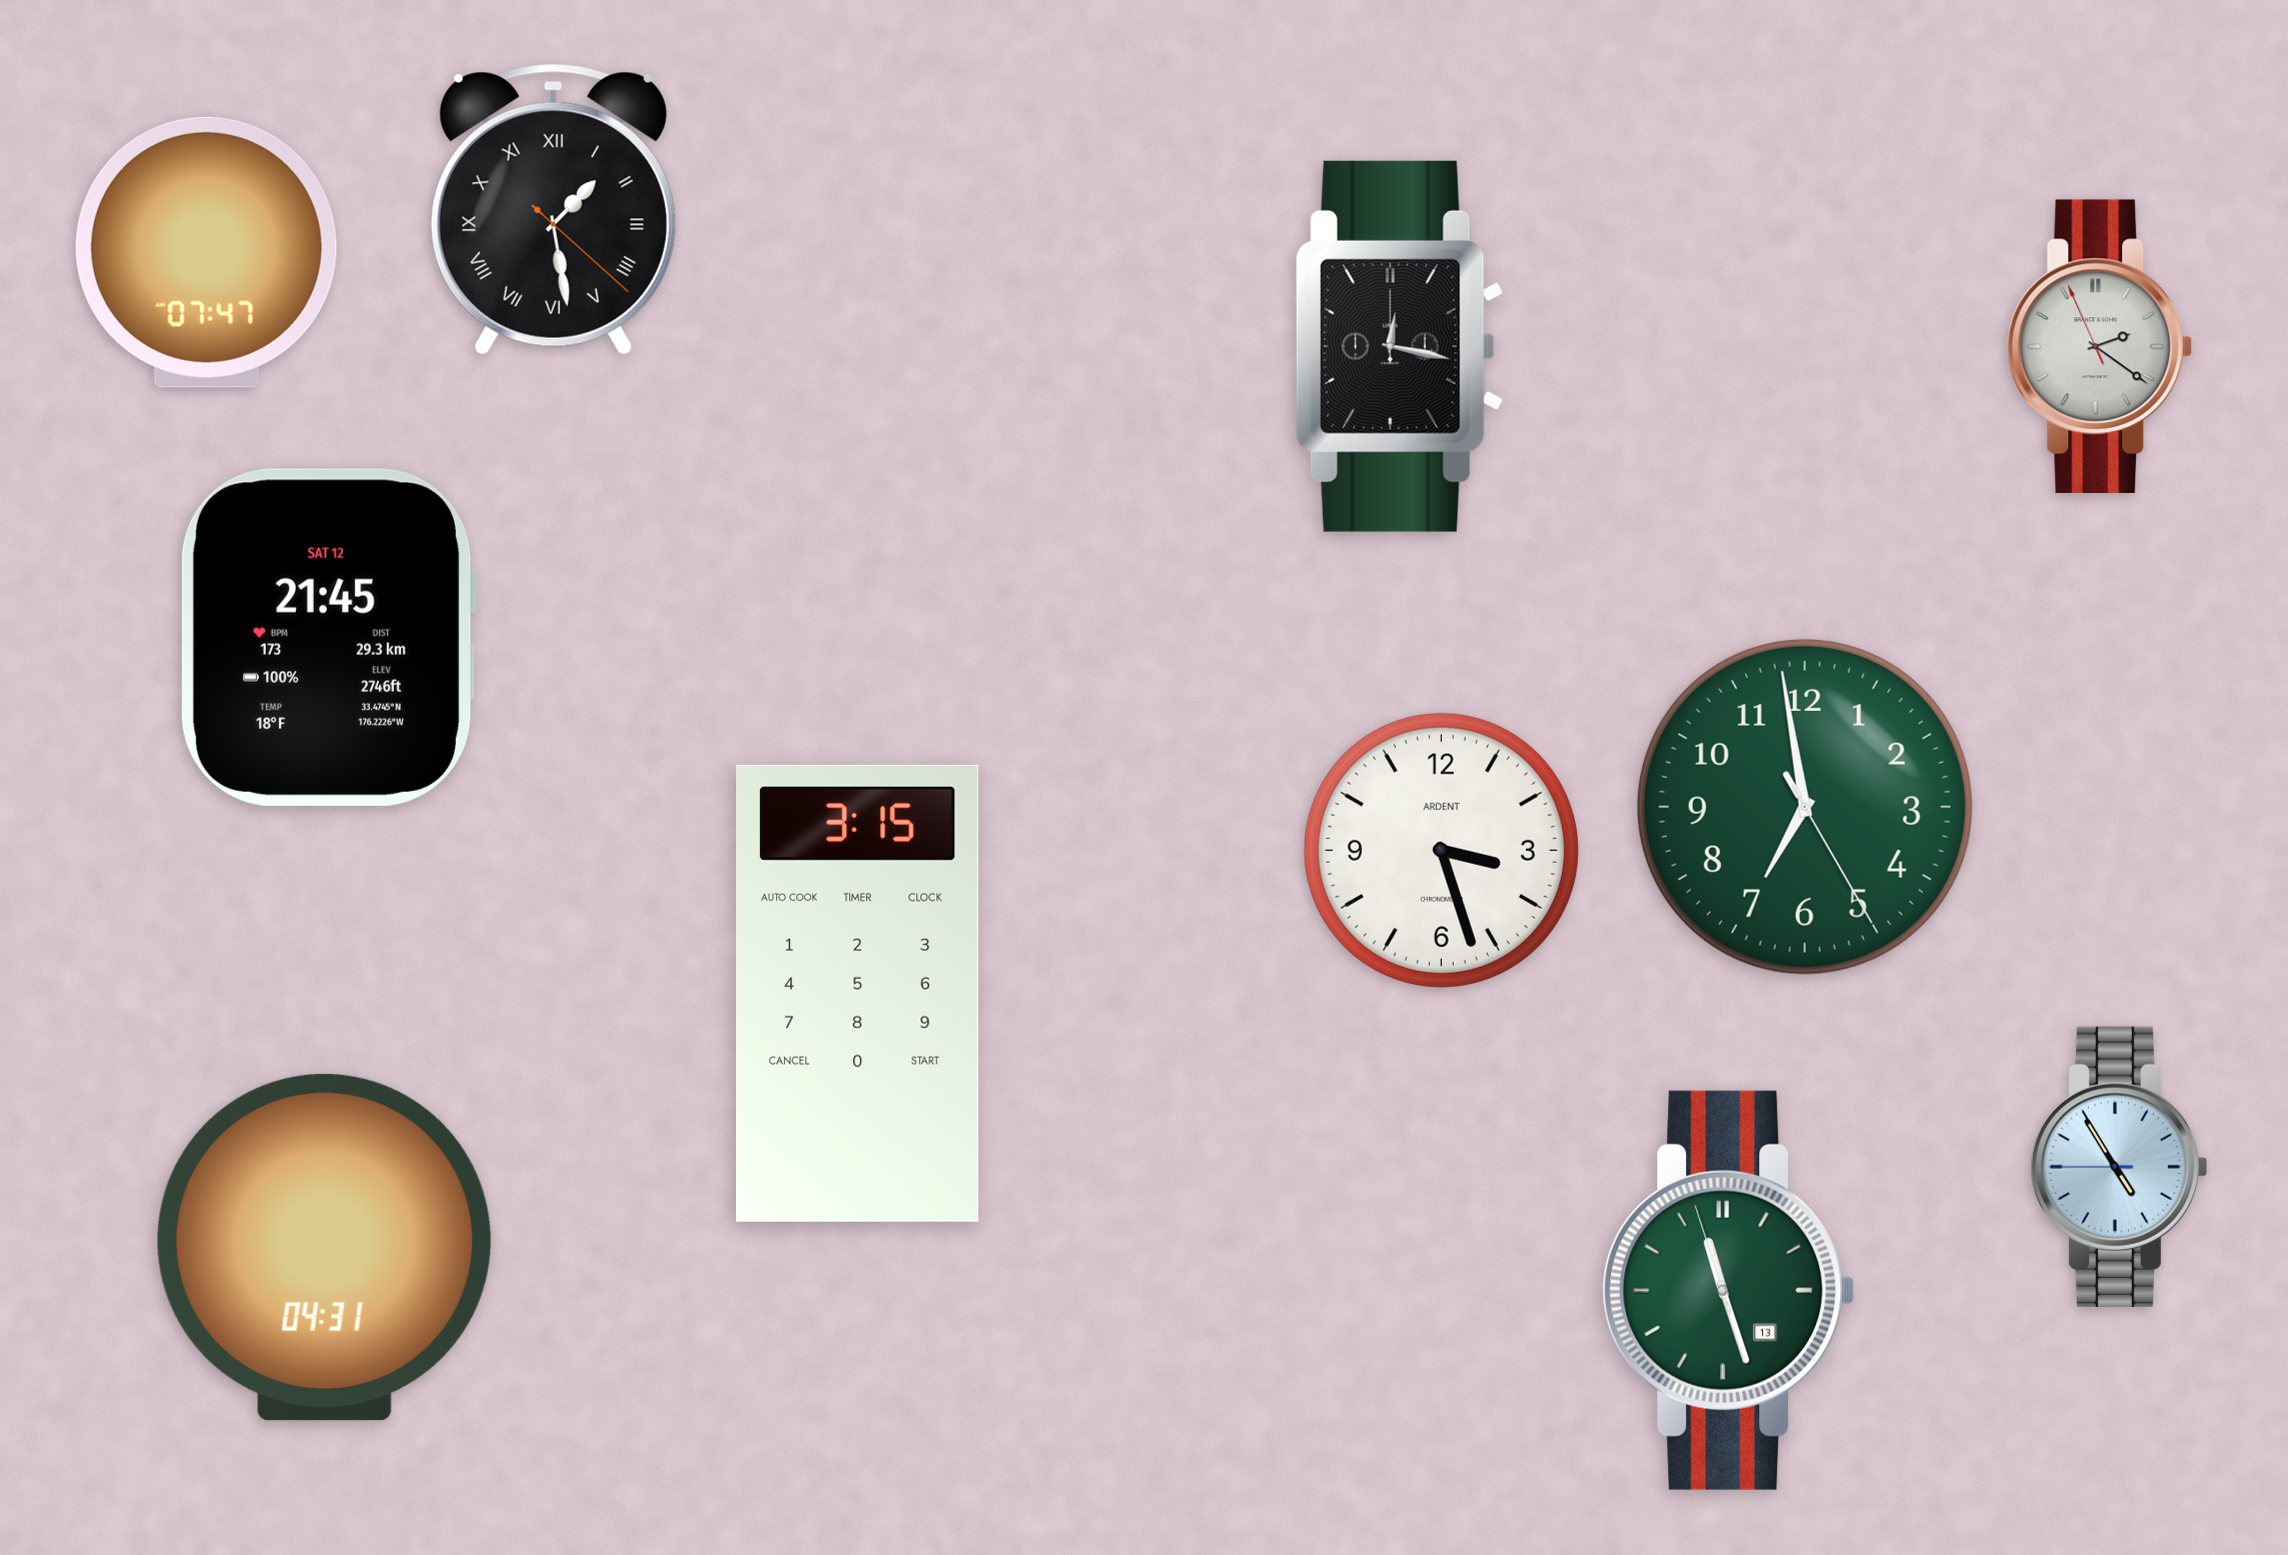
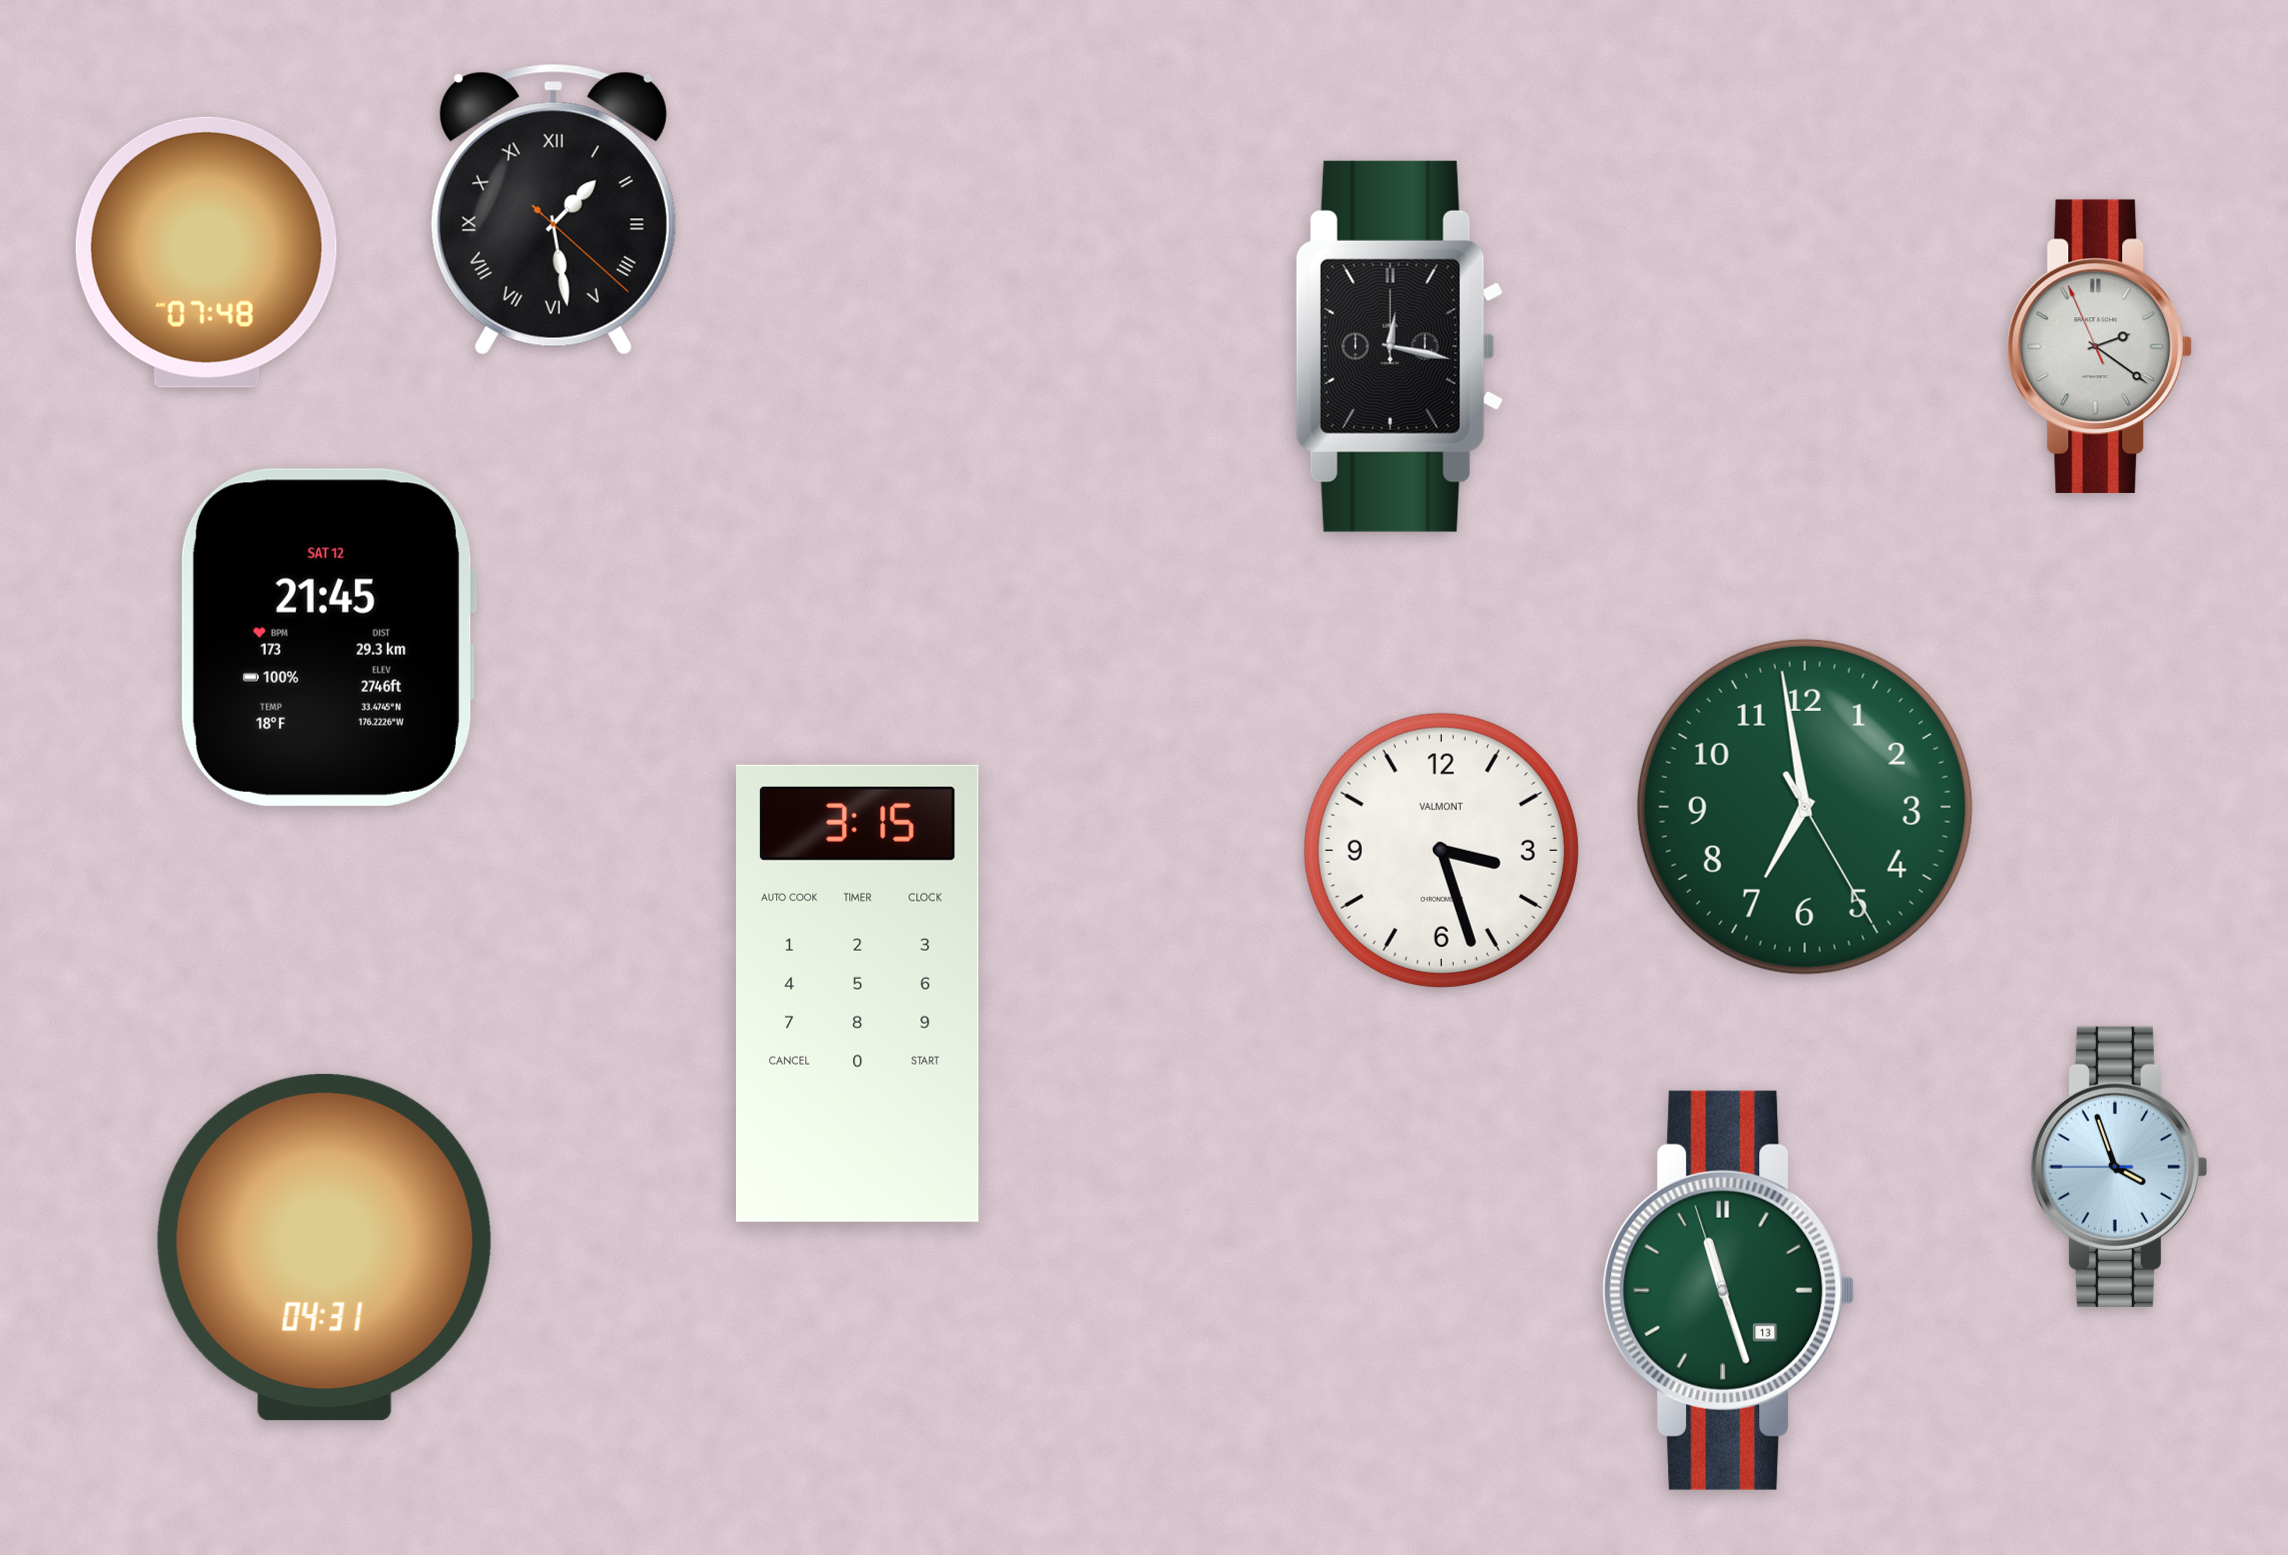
clock at (206, 252): 07:47 -> 07:48
clock at (1441, 850) brand: ARDENT -> VALMONT
clock at (2118, 1167): 4:54 -> 3:56
